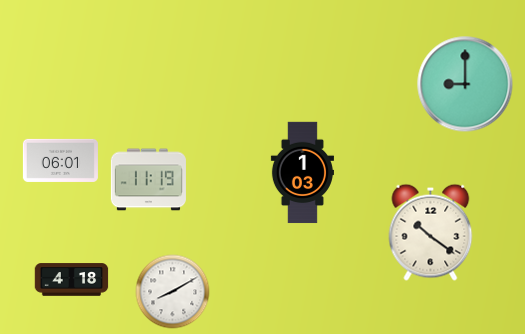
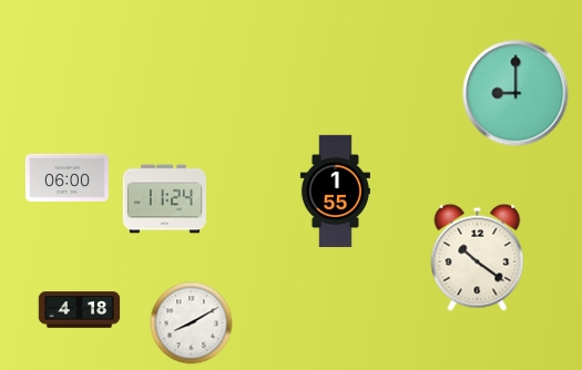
clock at (60, 160): 06:01 -> 06:00
clock at (302, 173): 1:03 -> 1:55
clock at (148, 180): 11:19 -> 11:24
